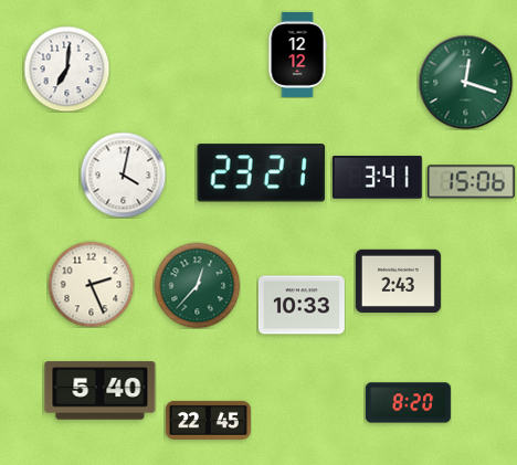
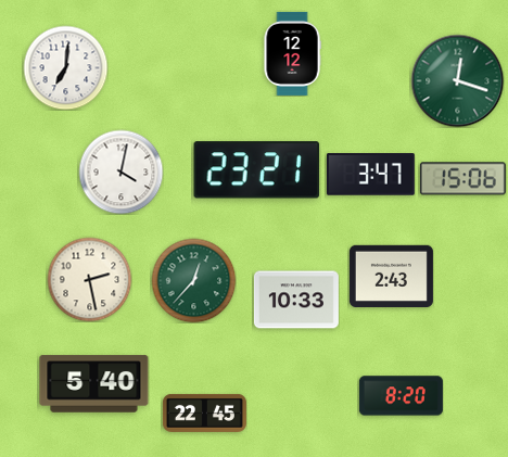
clock at (377, 178): 3:41 -> 3:47
clock at (91, 284): 2:26 -> 2:28
clock at (101, 391) position: (101, 391) -> (94, 384)
